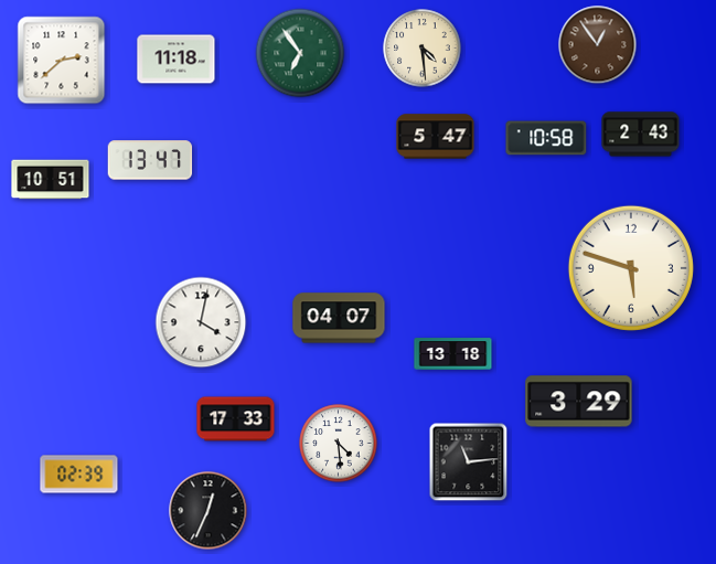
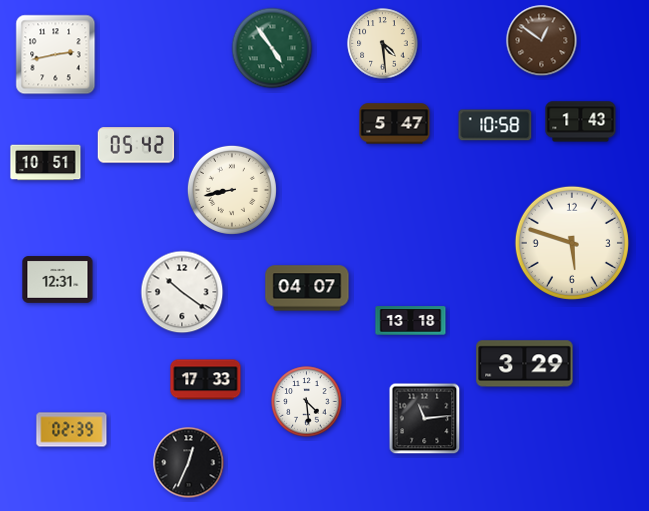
clock at (598, 45): 12:54 -> 12:51
clock at (300, 53): 6:54 -> 4:54
clock at (177, 60): 11:18 -> none
clock at (62, 61): 2:38 -> 2:43
clock at (641, 135): 2:43 -> 1:43
clock at (150, 160): 13:47 -> 05:42
clock at (232, 190): none -> 8:43
clock at (58, 280): none -> 12:31
clock at (201, 322): 4:02 -> 10:21
clock at (236, 419) position: (236, 419) -> (206, 380)
